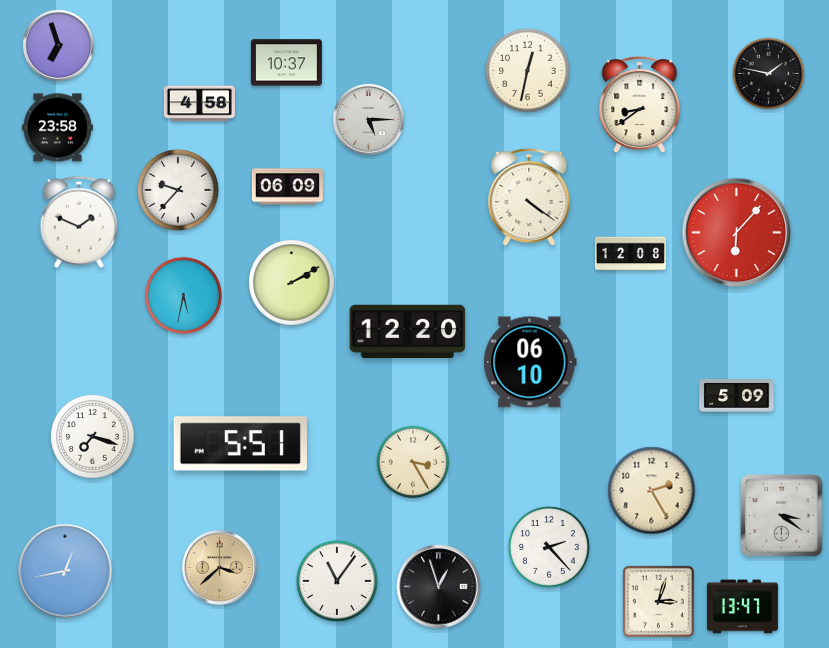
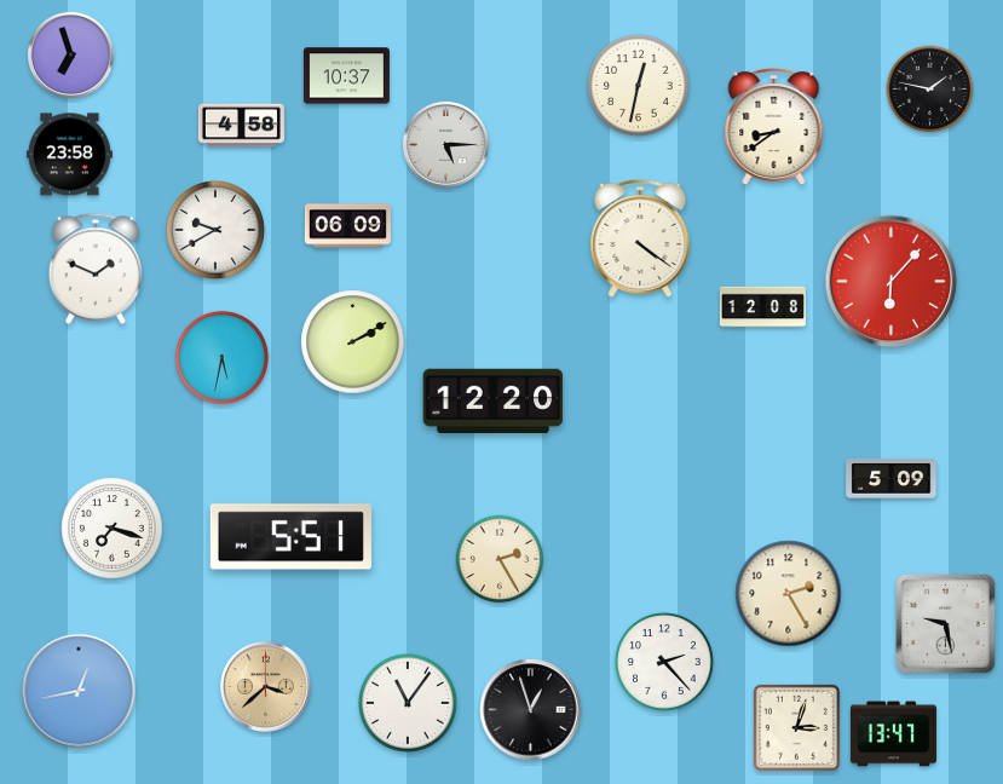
clock at (179, 191): 9:37 -> 9:40
clock at (530, 362): 06:10 -> none
clock at (413, 462): 3:25 -> 2:25
clock at (782, 516): 3:21 -> 9:28
clock at (742, 607) position: (742, 607) -> (893, 734)
